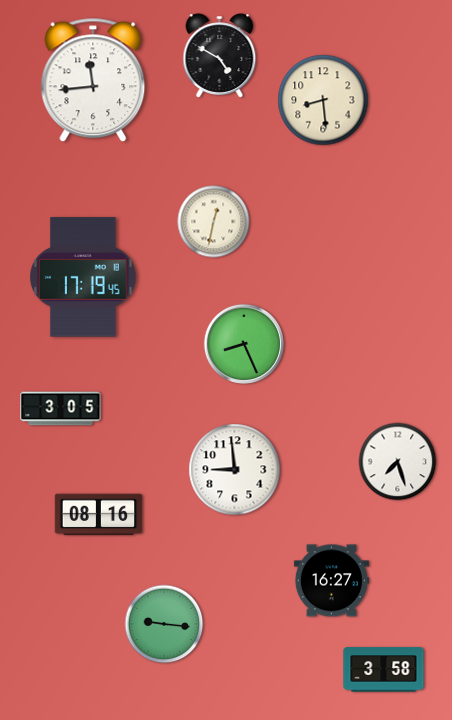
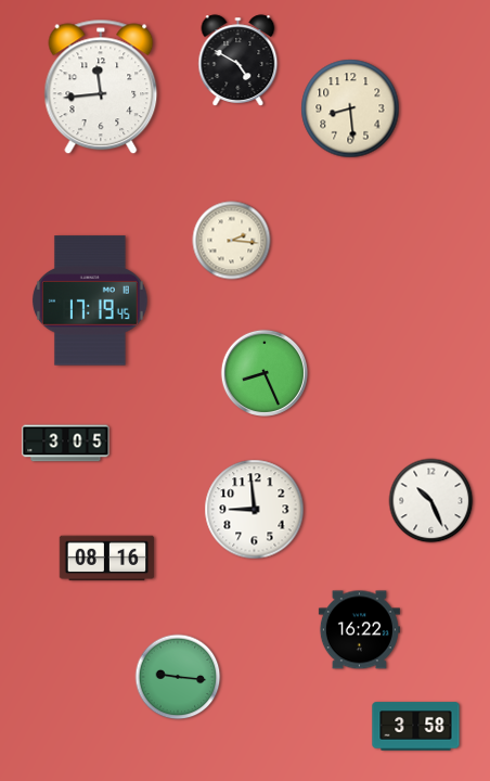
clock at (214, 222): 12:32 -> 2:16
clock at (398, 462): 7:27 -> 10:26
clock at (331, 581): 16:27 -> 16:22
